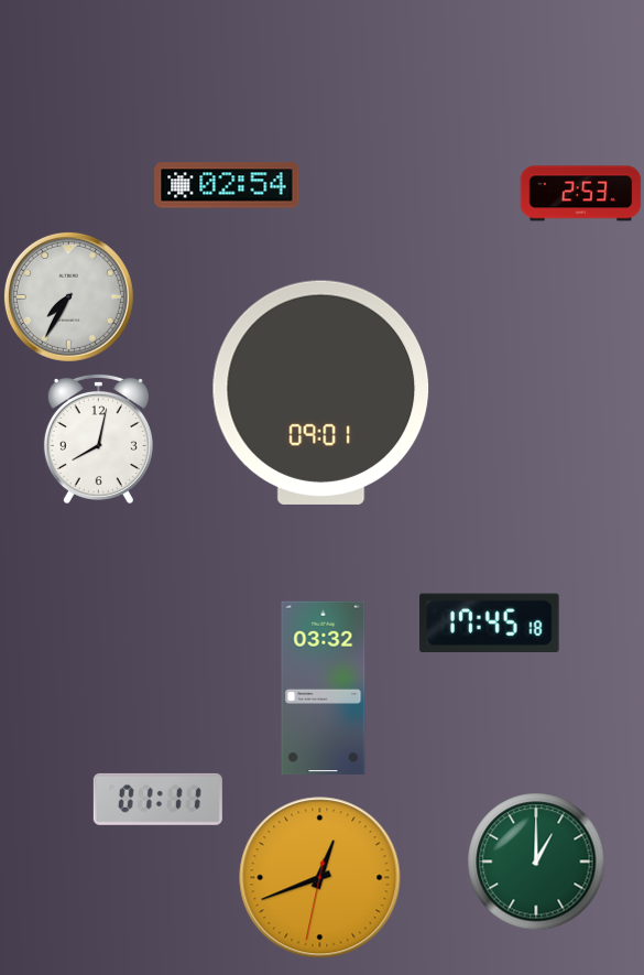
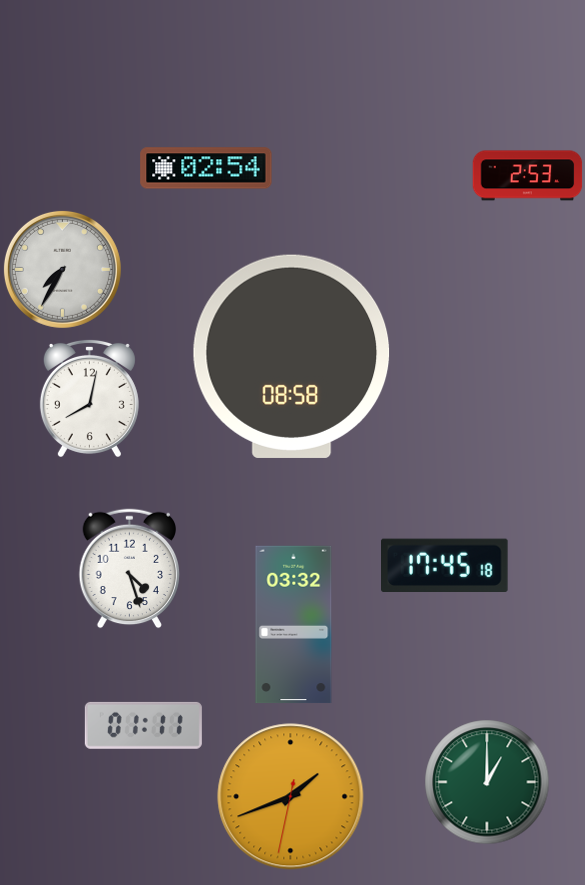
clock at (321, 392): 09:01 -> 08:58
clock at (130, 569): none -> 4:27
clock at (320, 878): 12:41 -> 1:41
